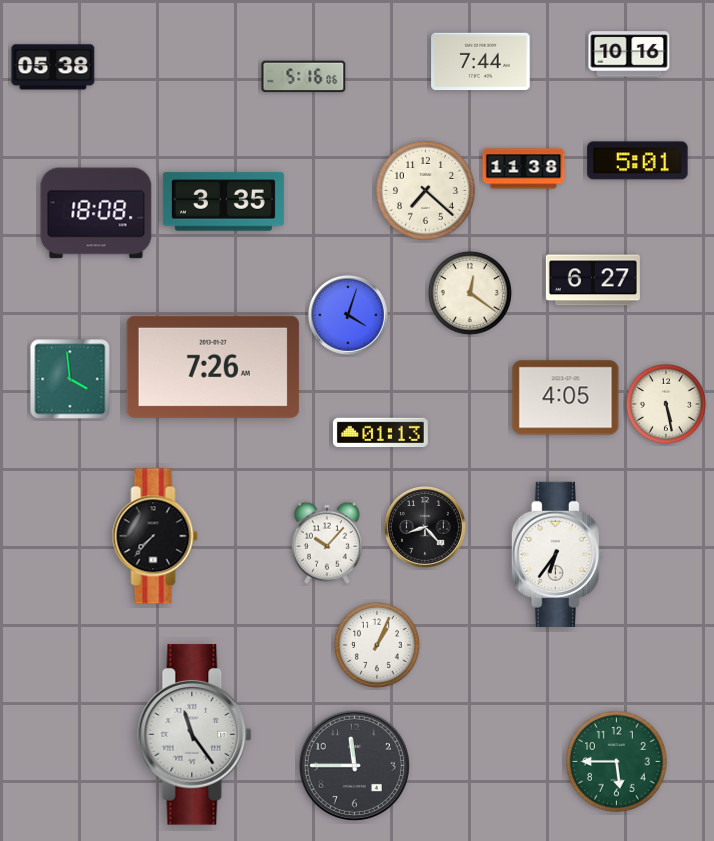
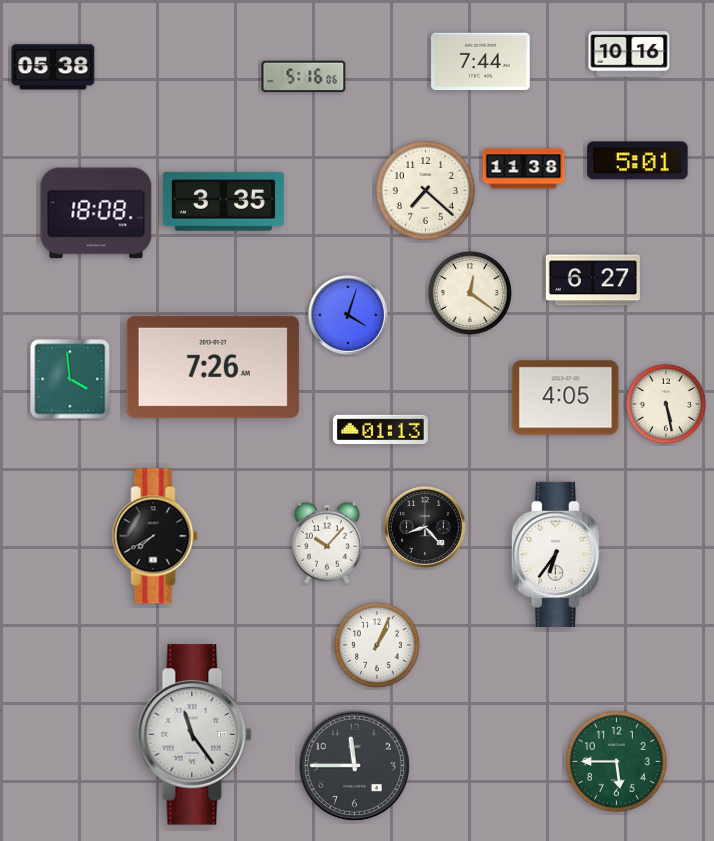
clock at (380, 433) position: (380, 433) -> (380, 430)
clock at (155, 536): 7:37 -> 7:40
